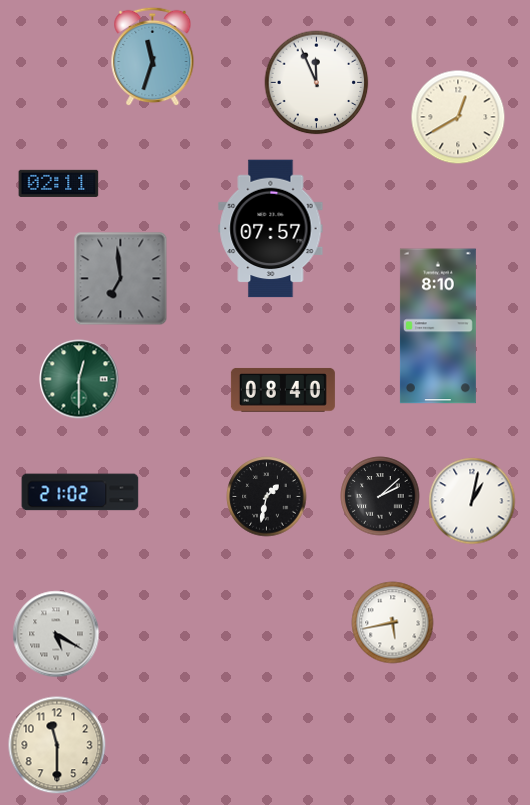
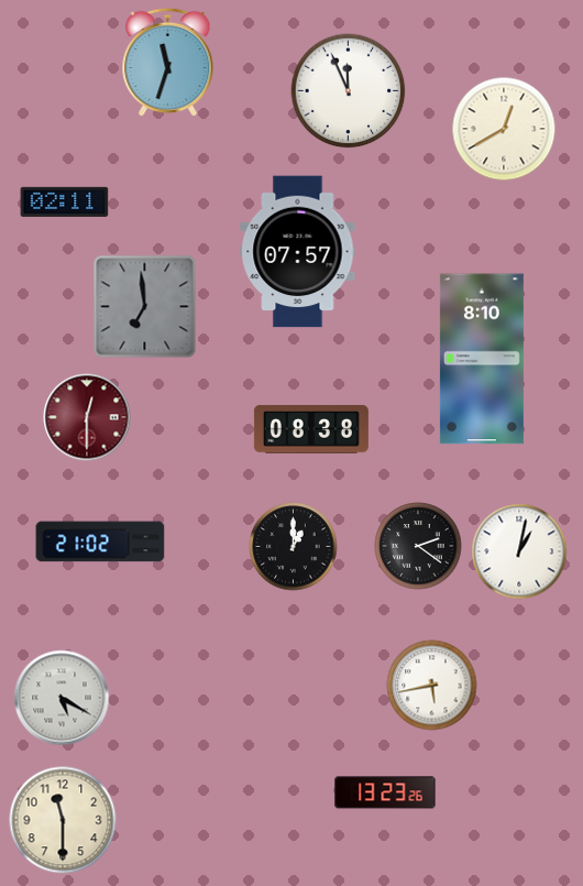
clock at (121, 279) position: (121, 279) -> (145, 307)
clock at (79, 379) dial: green -> burgundy
clock at (283, 390): 08:40 -> 08:38
clock at (80, 492) position: (80, 492) -> (100, 542)
clock at (380, 496): 2:08 -> 2:21
clock at (267, 497): 1:32 -> 1:00
clock at (385, 792): none -> 13:23
